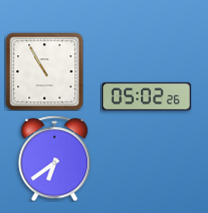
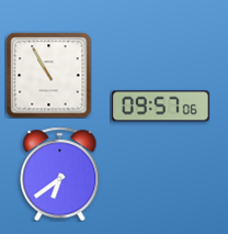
clock at (44, 71) position: (44, 71) -> (48, 75)
clock at (146, 97): 05:02 -> 09:57
